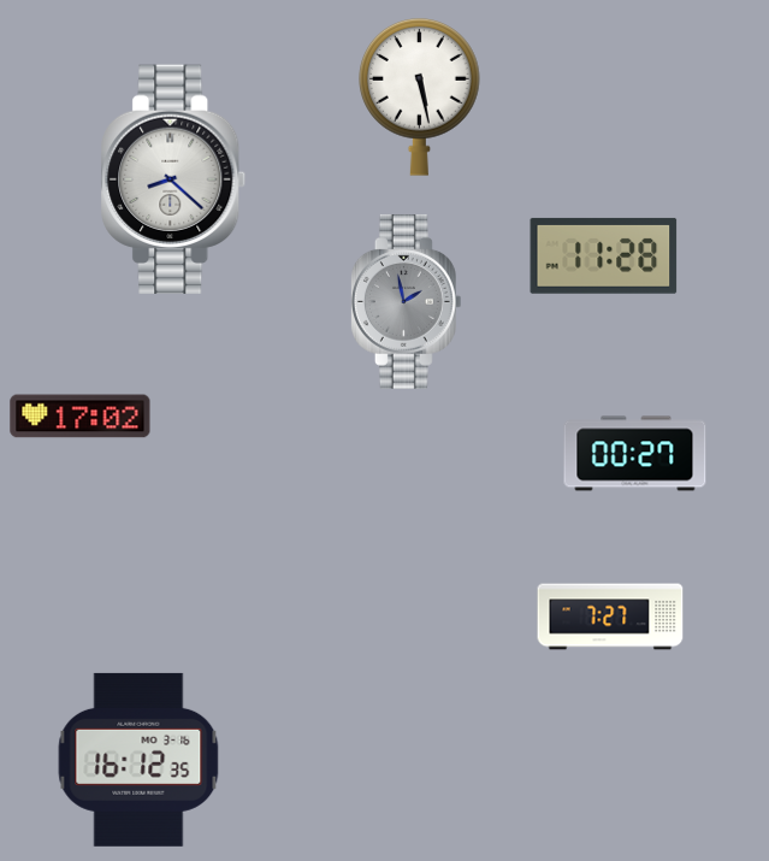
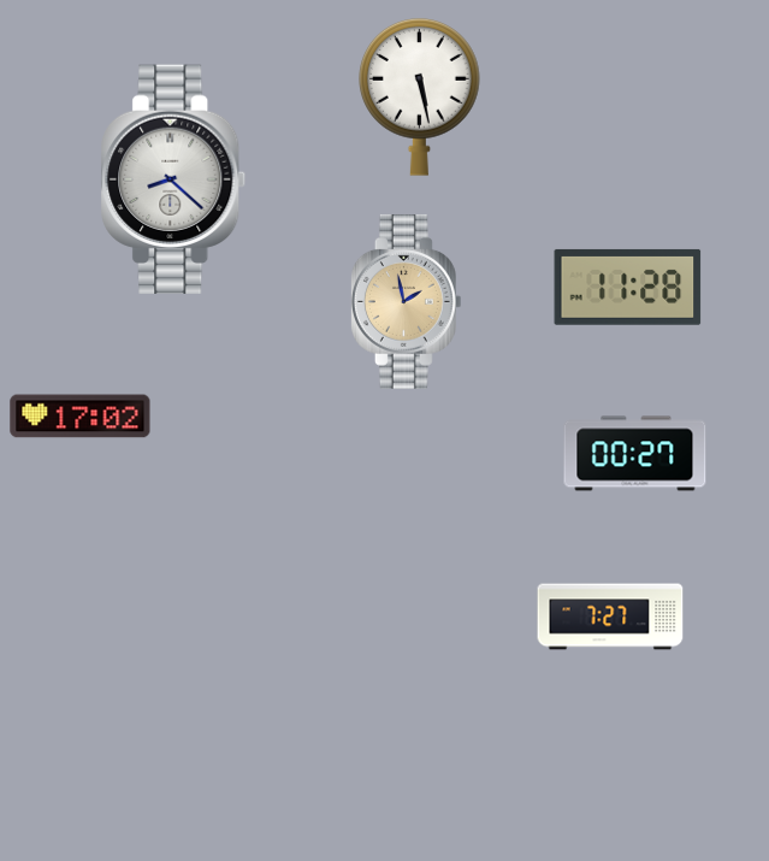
clock at (604, 255) position: (604, 255) -> (628, 287)
clock at (406, 301) dial: grey -> champagne
clock at (138, 760): 16:12 -> none
